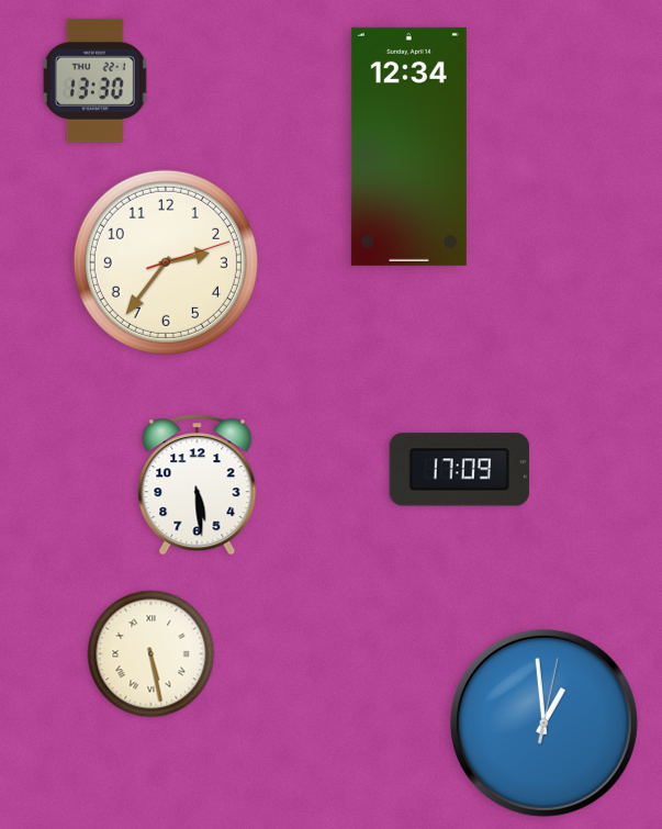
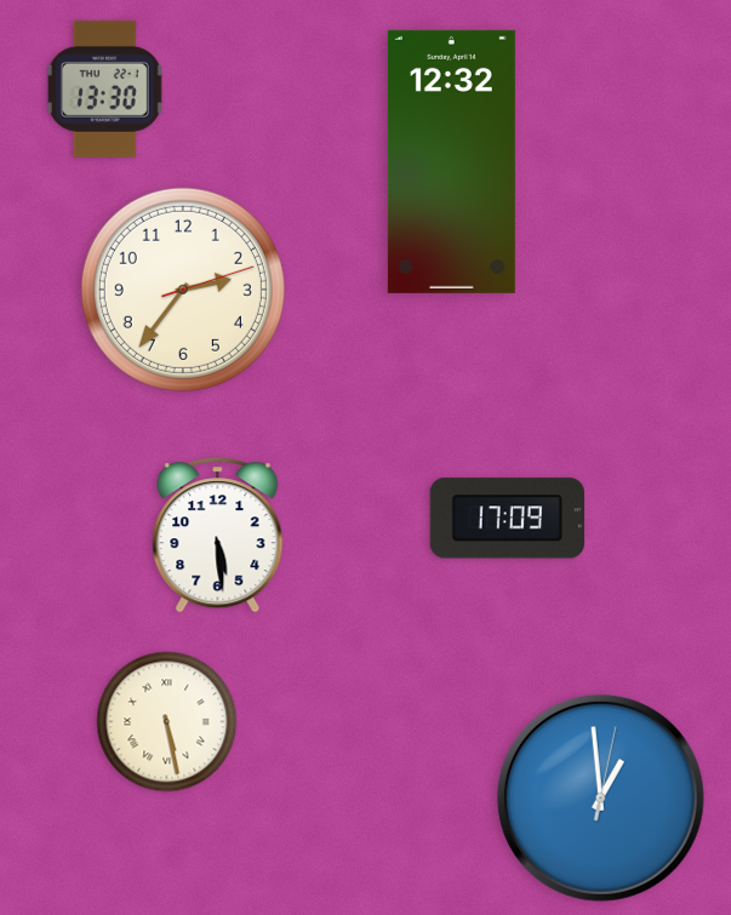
clock at (408, 146): 12:34 -> 12:32
